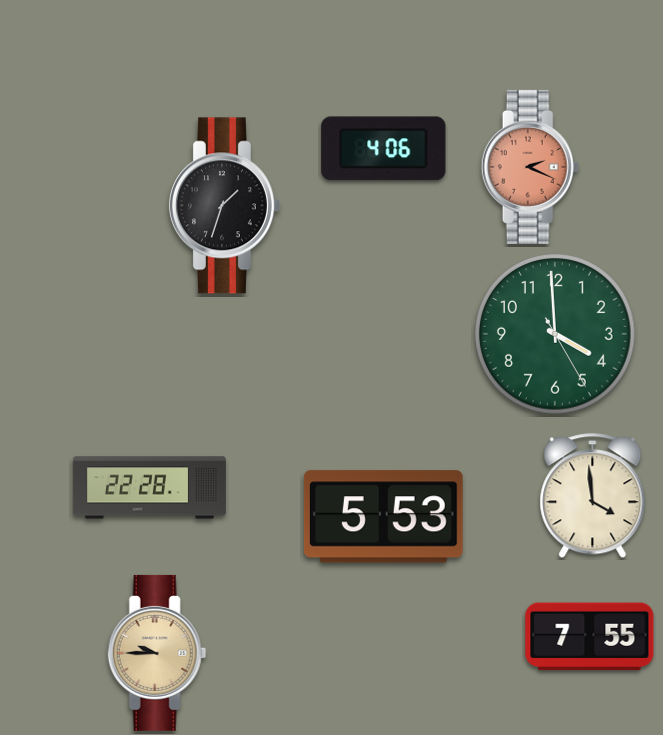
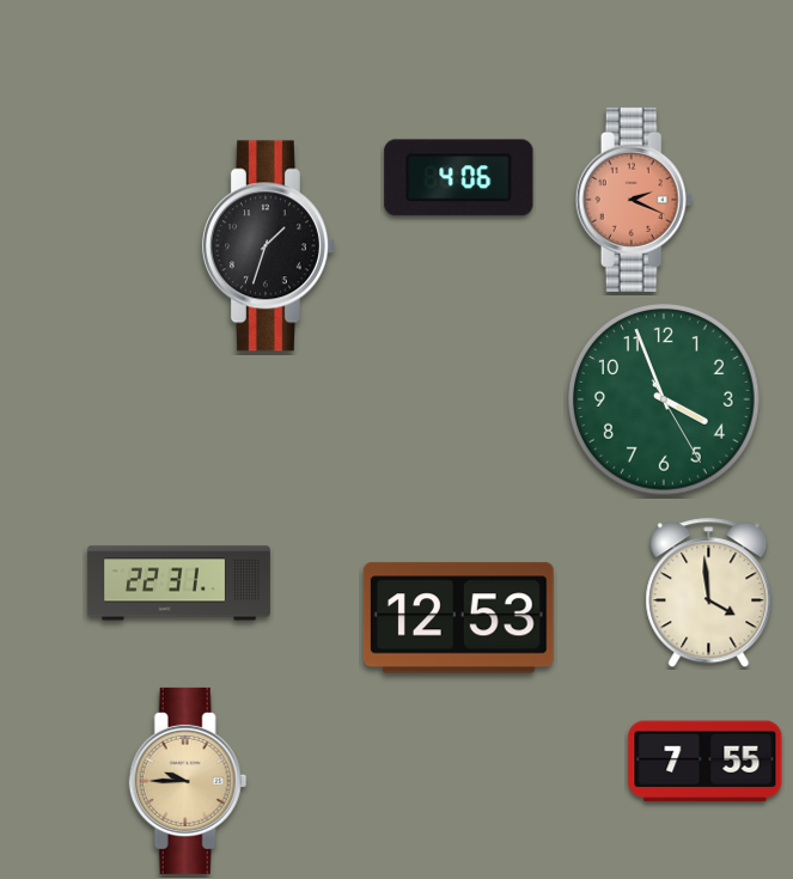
clock at (555, 334): 3:59 -> 3:56
clock at (149, 488): 22:28 -> 22:31
clock at (383, 517): 5:53 -> 12:53
